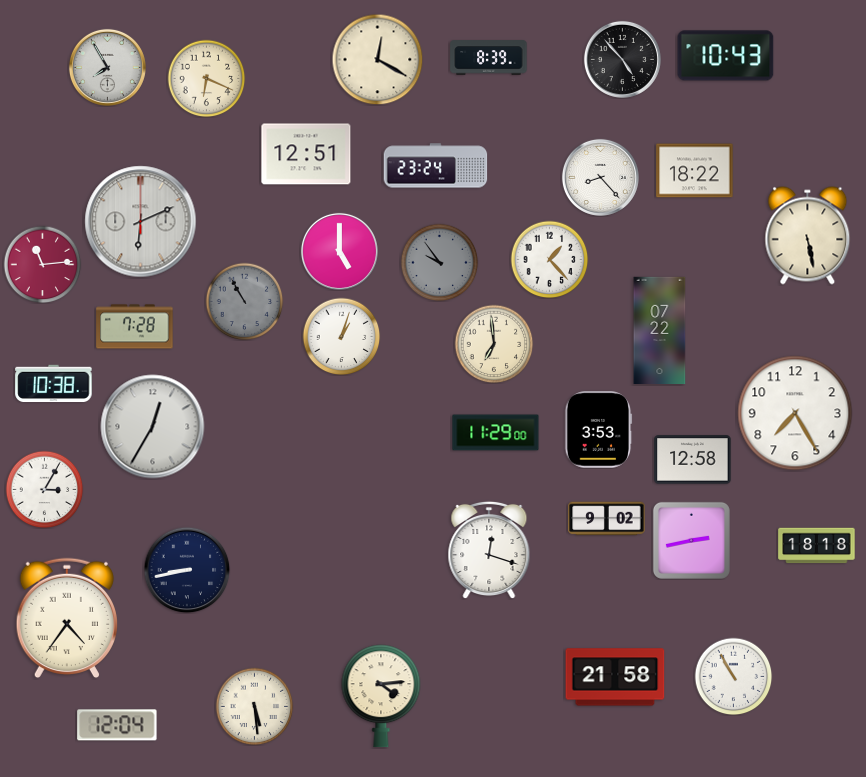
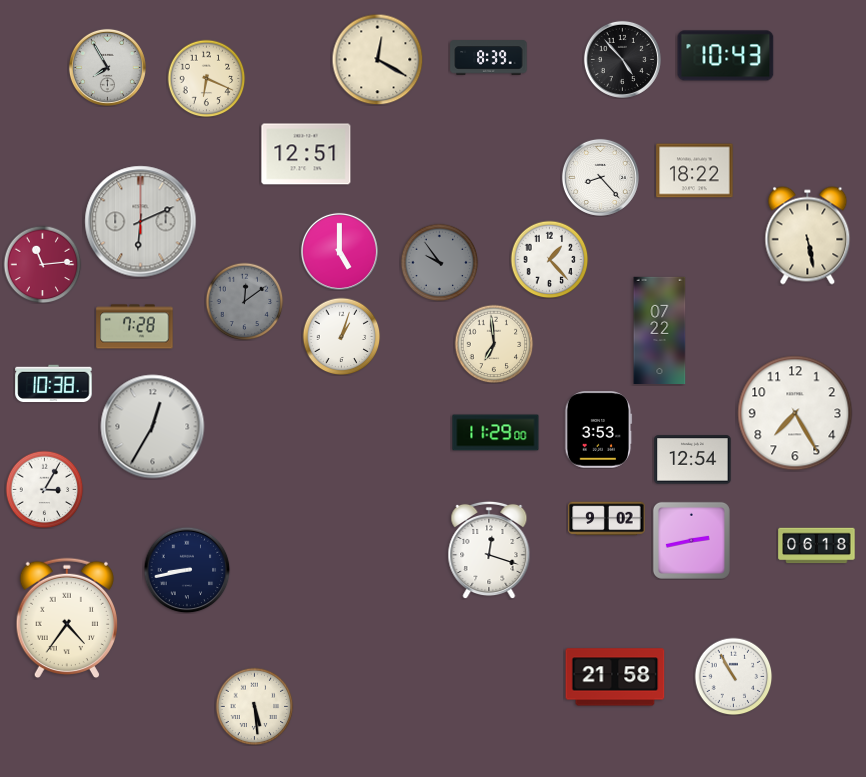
clock at (436, 166): 23:24 -> none
clock at (244, 301): 10:55 -> 12:09
clock at (693, 460): 12:58 -> 12:54
clock at (817, 546): 18:18 -> 06:18
clock at (381, 696): 4:14 -> none
clock at (117, 725): 12:04 -> none
